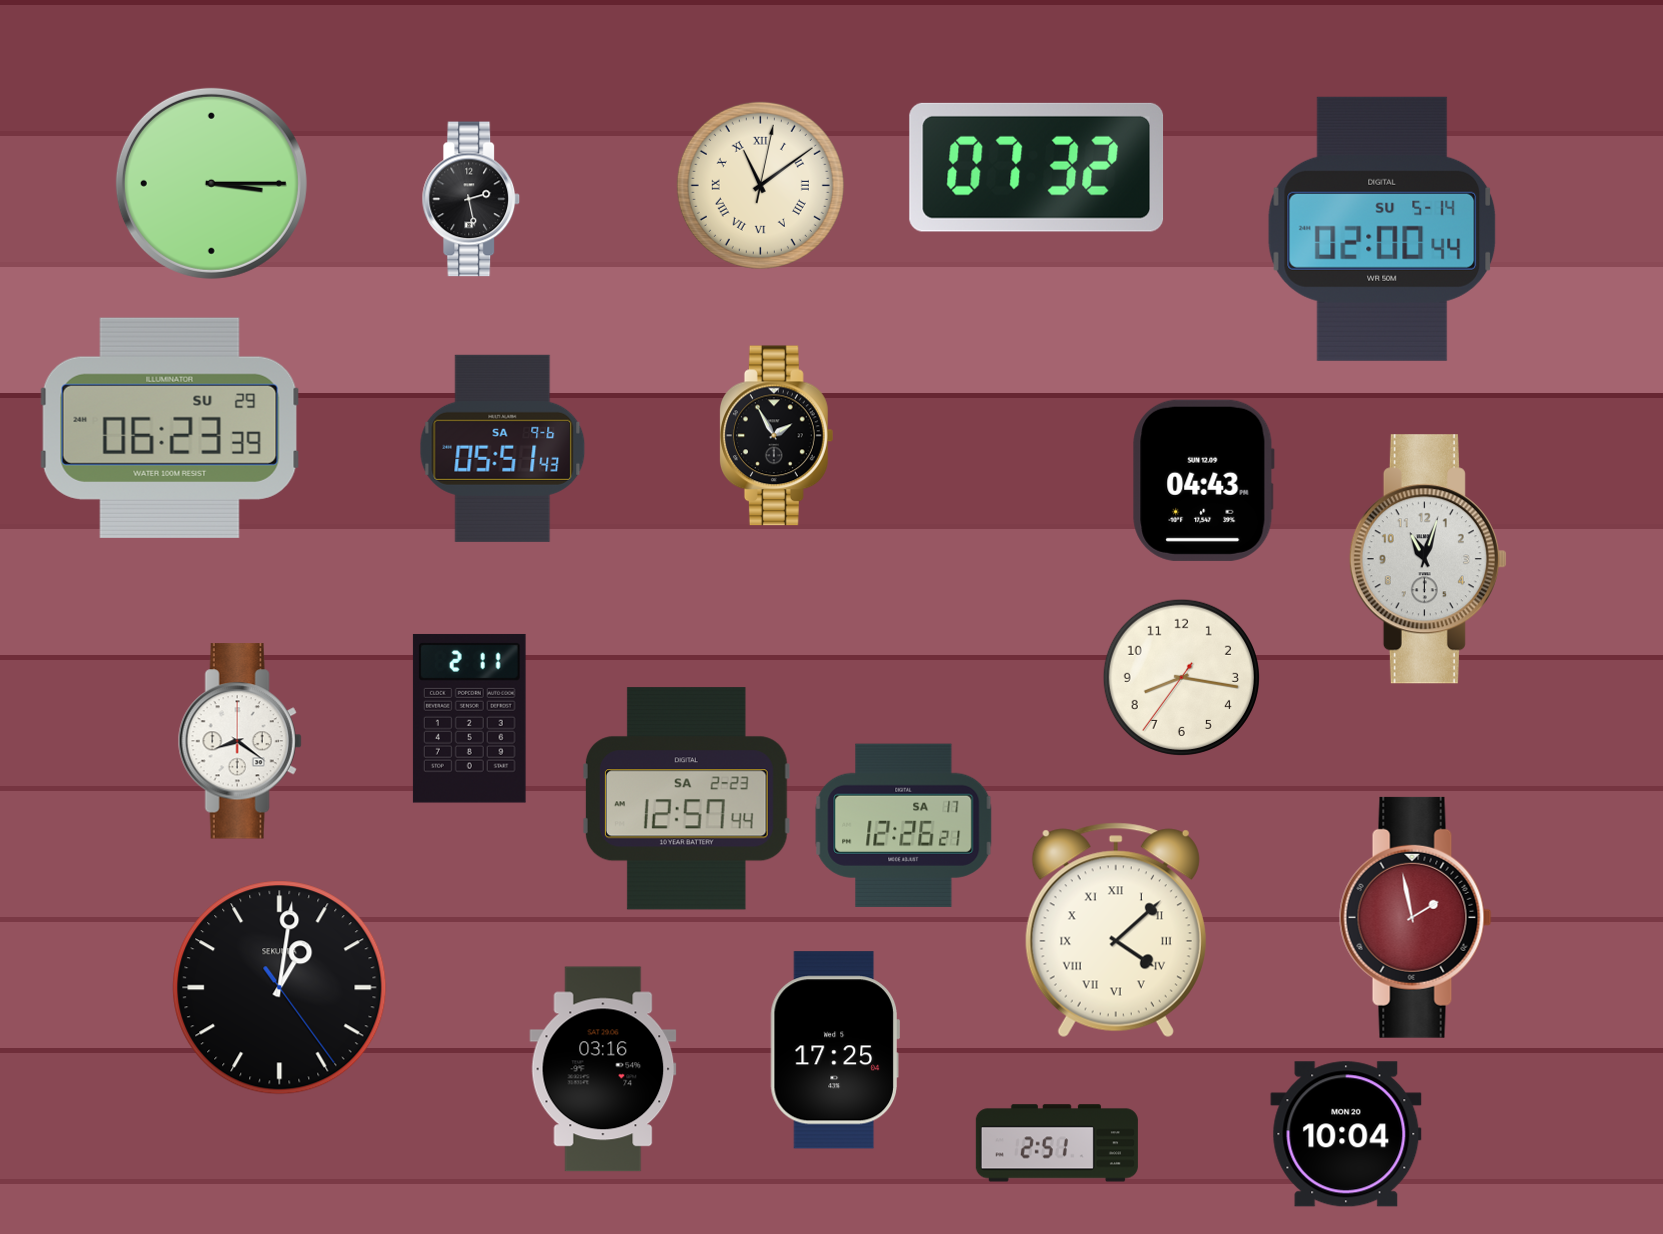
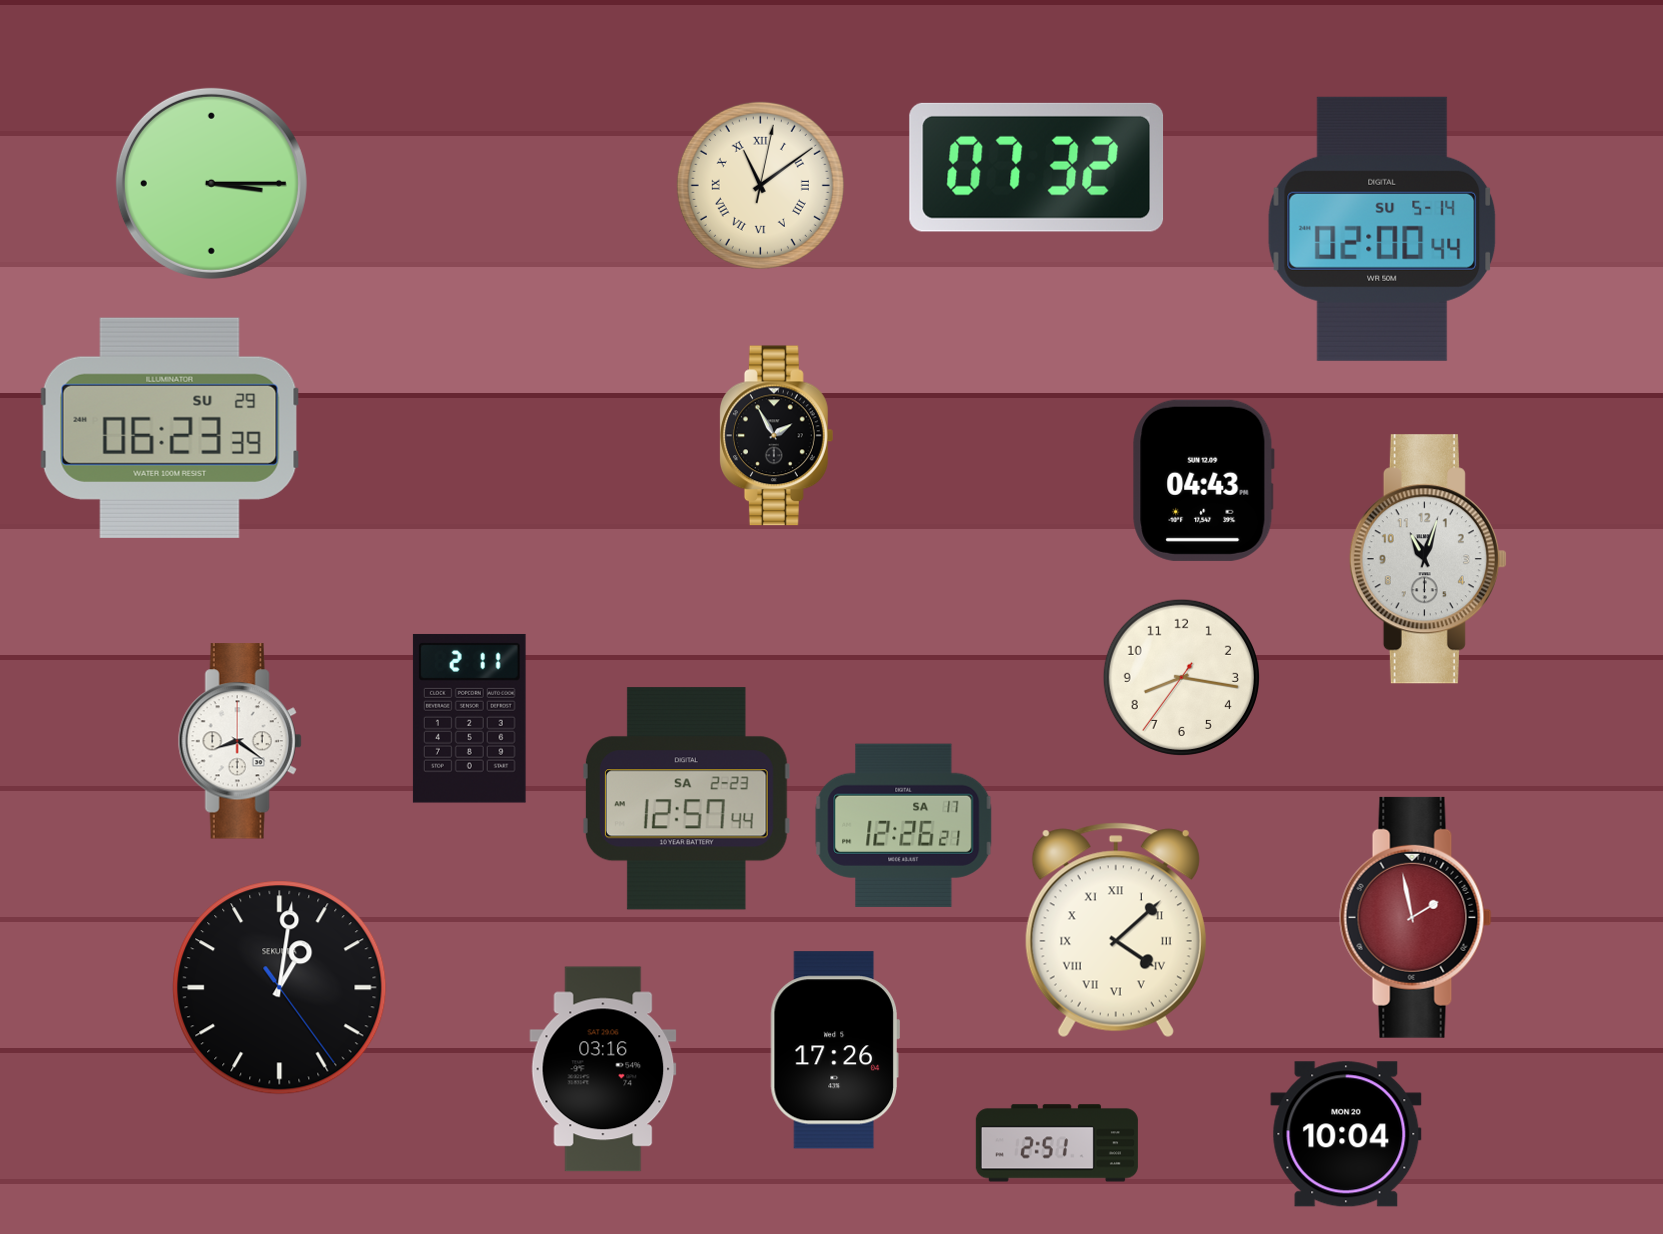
clock at (471, 199): 2:28 -> none
clock at (503, 448): 05:51 -> none
clock at (835, 1050): 17:25 -> 17:26
